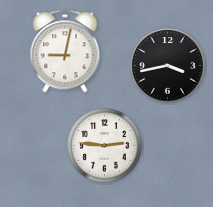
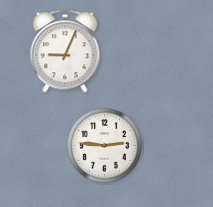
clock at (65, 51): 9:02 -> 9:04
clock at (168, 66): 3:43 -> none
